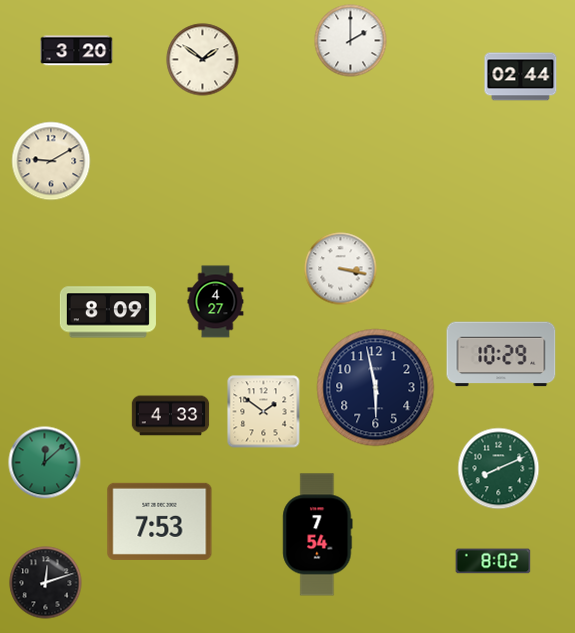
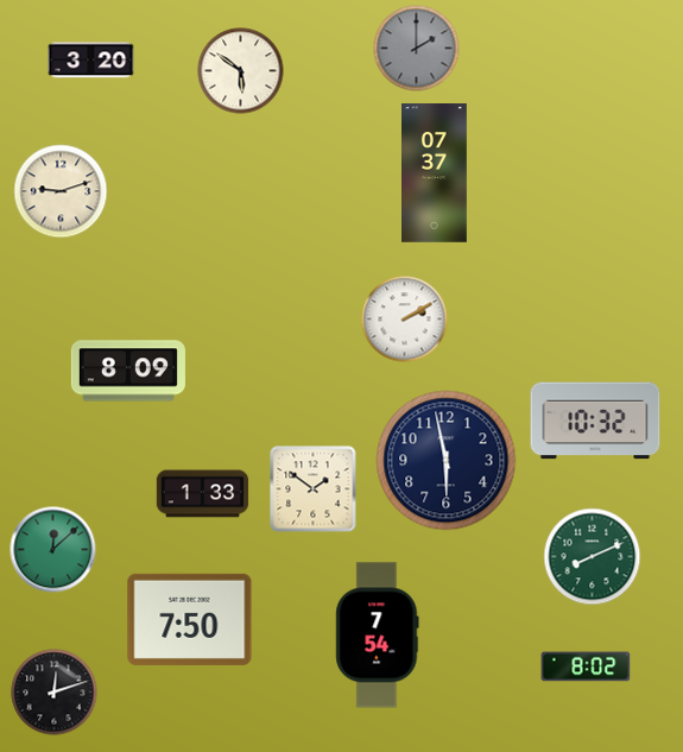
clock at (351, 41) dial: white -> grey
clock at (203, 60): 1:51 -> 5:51
clock at (521, 77): 02:44 -> none
clock at (435, 173): none -> 07:37
clock at (51, 161): 9:10 -> 9:12
clock at (341, 269): 3:17 -> 2:10
clock at (216, 302): 4:27 -> none
clock at (501, 354): 10:29 -> 10:32
clock at (171, 416): 4:33 -> 1:33
clock at (160, 521): 7:53 -> 7:50
